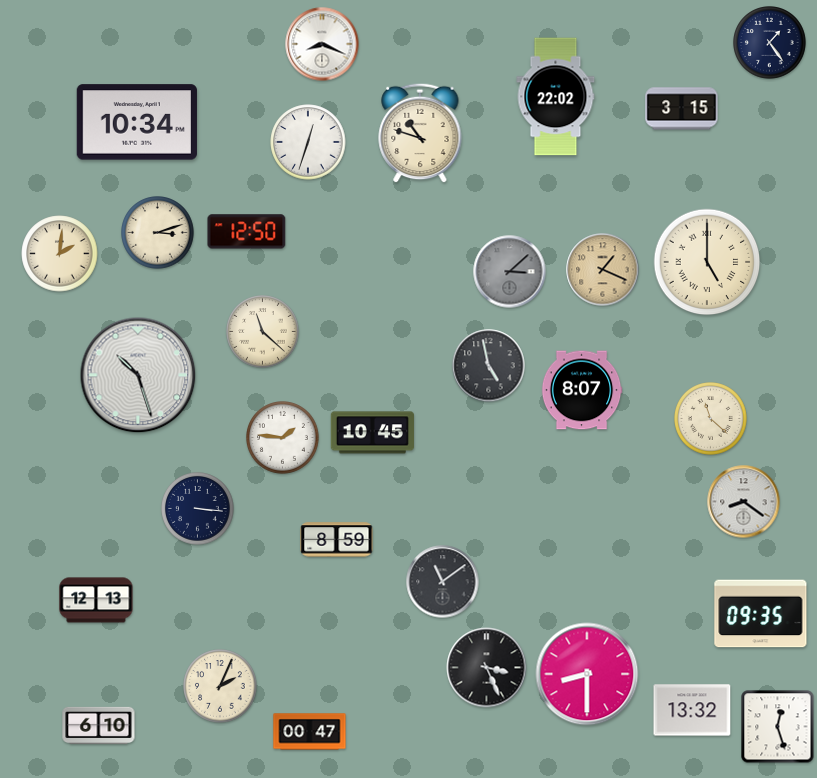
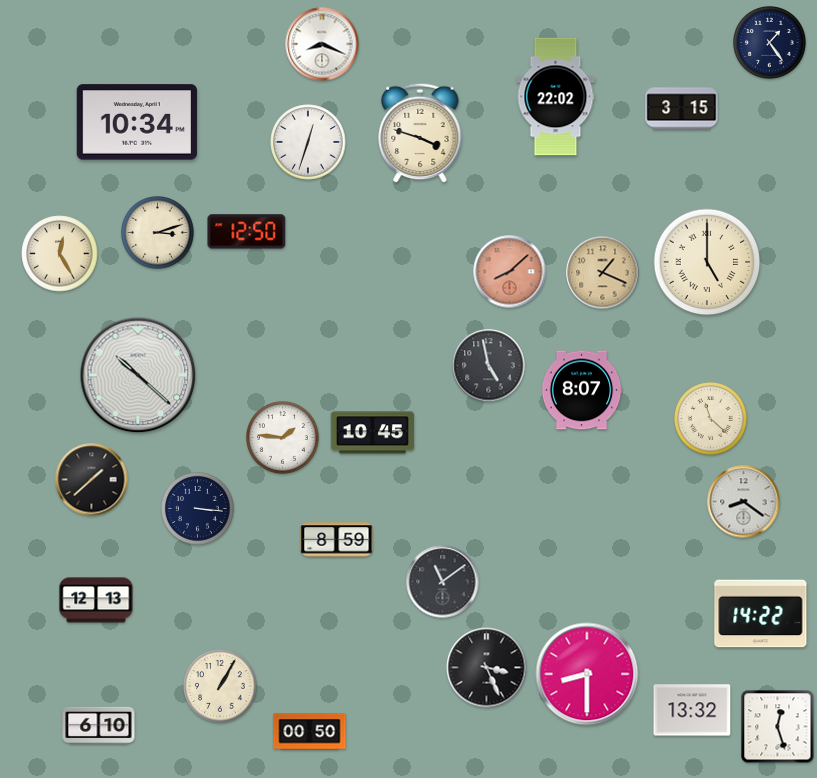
clock at (420, 133): 10:48 -> 3:48
clock at (60, 254): 2:01 -> 12:25
clock at (603, 270) position: (603, 270) -> (603, 273)
clock at (510, 272): 3:08 -> 8:08
clock at (510, 272) dial: grey -> salmon
clock at (263, 332): 11:22 -> none
clock at (138, 375): 10:27 -> 10:22
clock at (92, 480): none -> 1:38
clock at (761, 614): 09:35 -> 14:22
clock at (220, 686): 2:04 -> 1:05
clock at (310, 732): 00:47 -> 00:50
